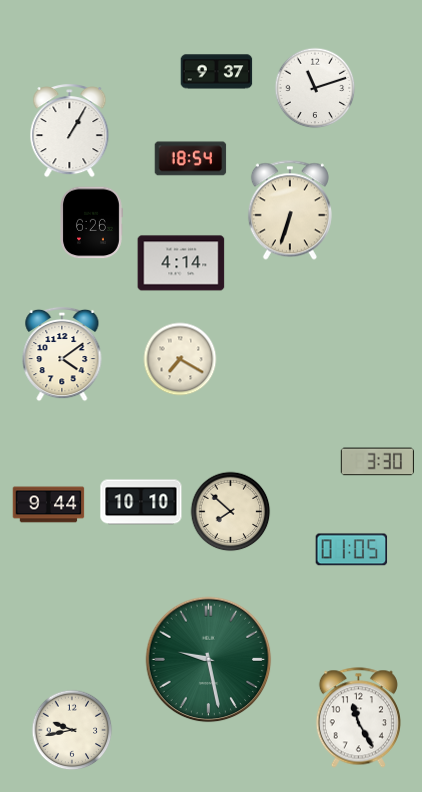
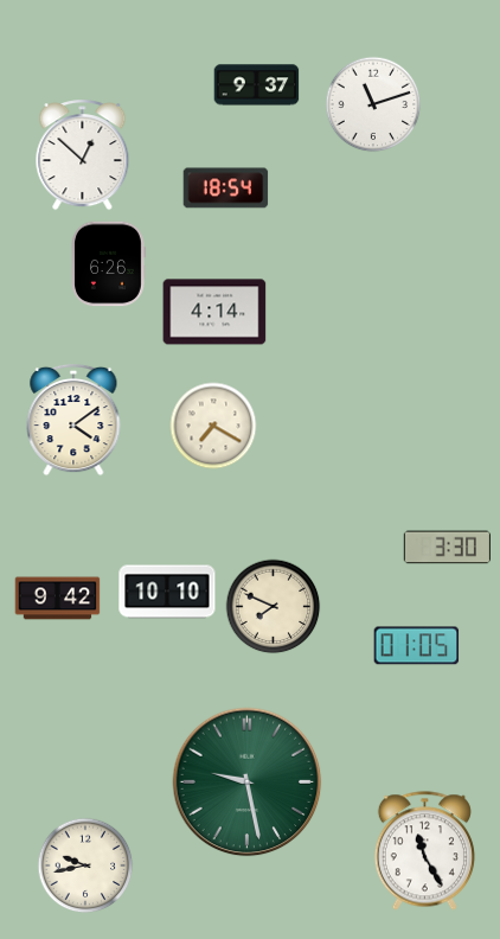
clock at (70, 131): 1:05 -> 12:52
clock at (290, 210): 6:33 -> none
clock at (141, 502) position: (141, 502) -> (167, 592)
clock at (49, 505): 9:44 -> 9:42
clock at (231, 512): 7:52 -> 7:49
clock at (352, 550) position: (352, 550) -> (417, 646)
